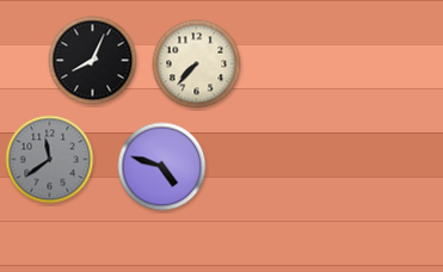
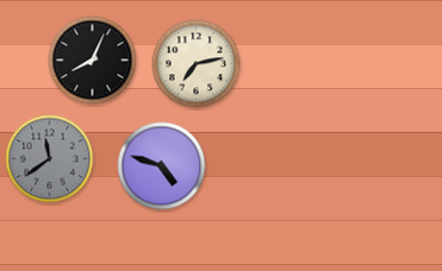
clock at (197, 64): 7:37 -> 7:13
